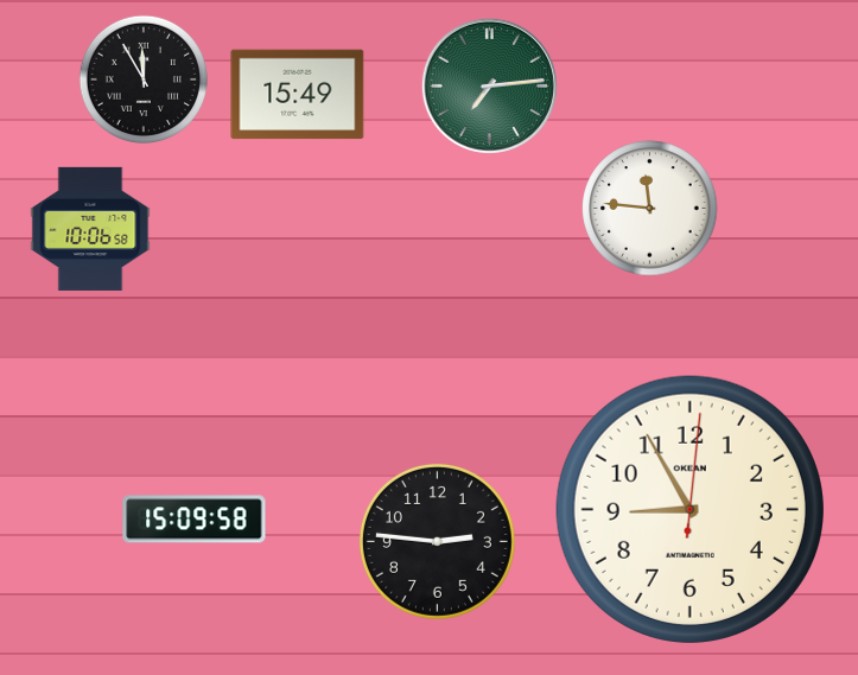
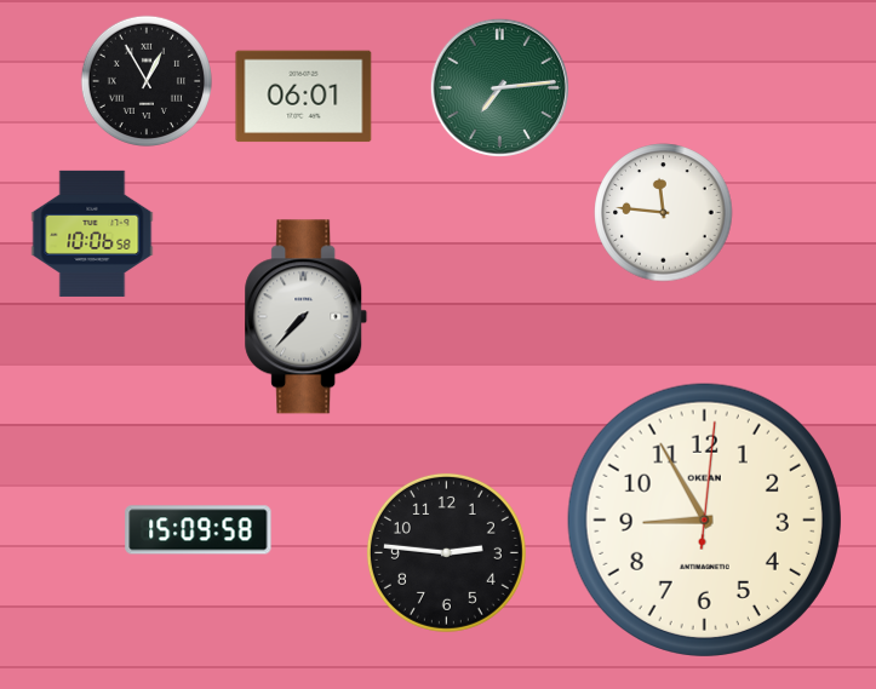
clock at (142, 78): 11:55 -> 12:55
clock at (298, 95): 15:49 -> 06:01
clock at (307, 317): none -> 7:37
